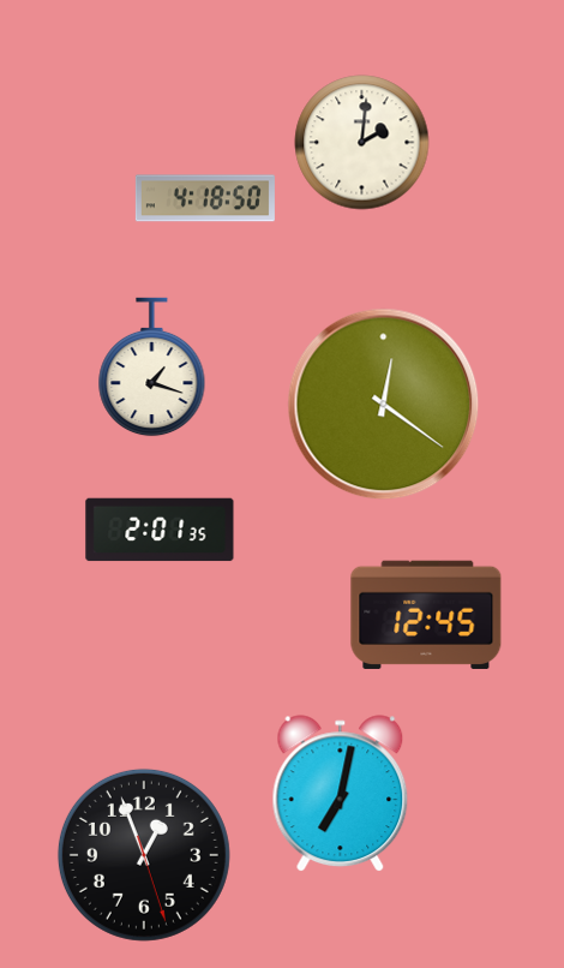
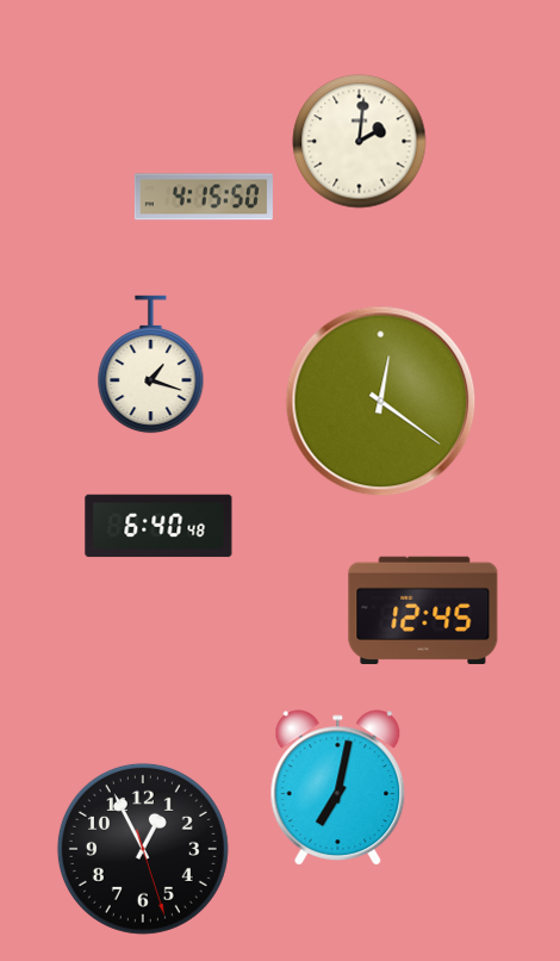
clock at (205, 198): 4:18 -> 4:15
clock at (160, 530): 2:01 -> 6:40
clock at (144, 855): 12:56 -> 12:55
